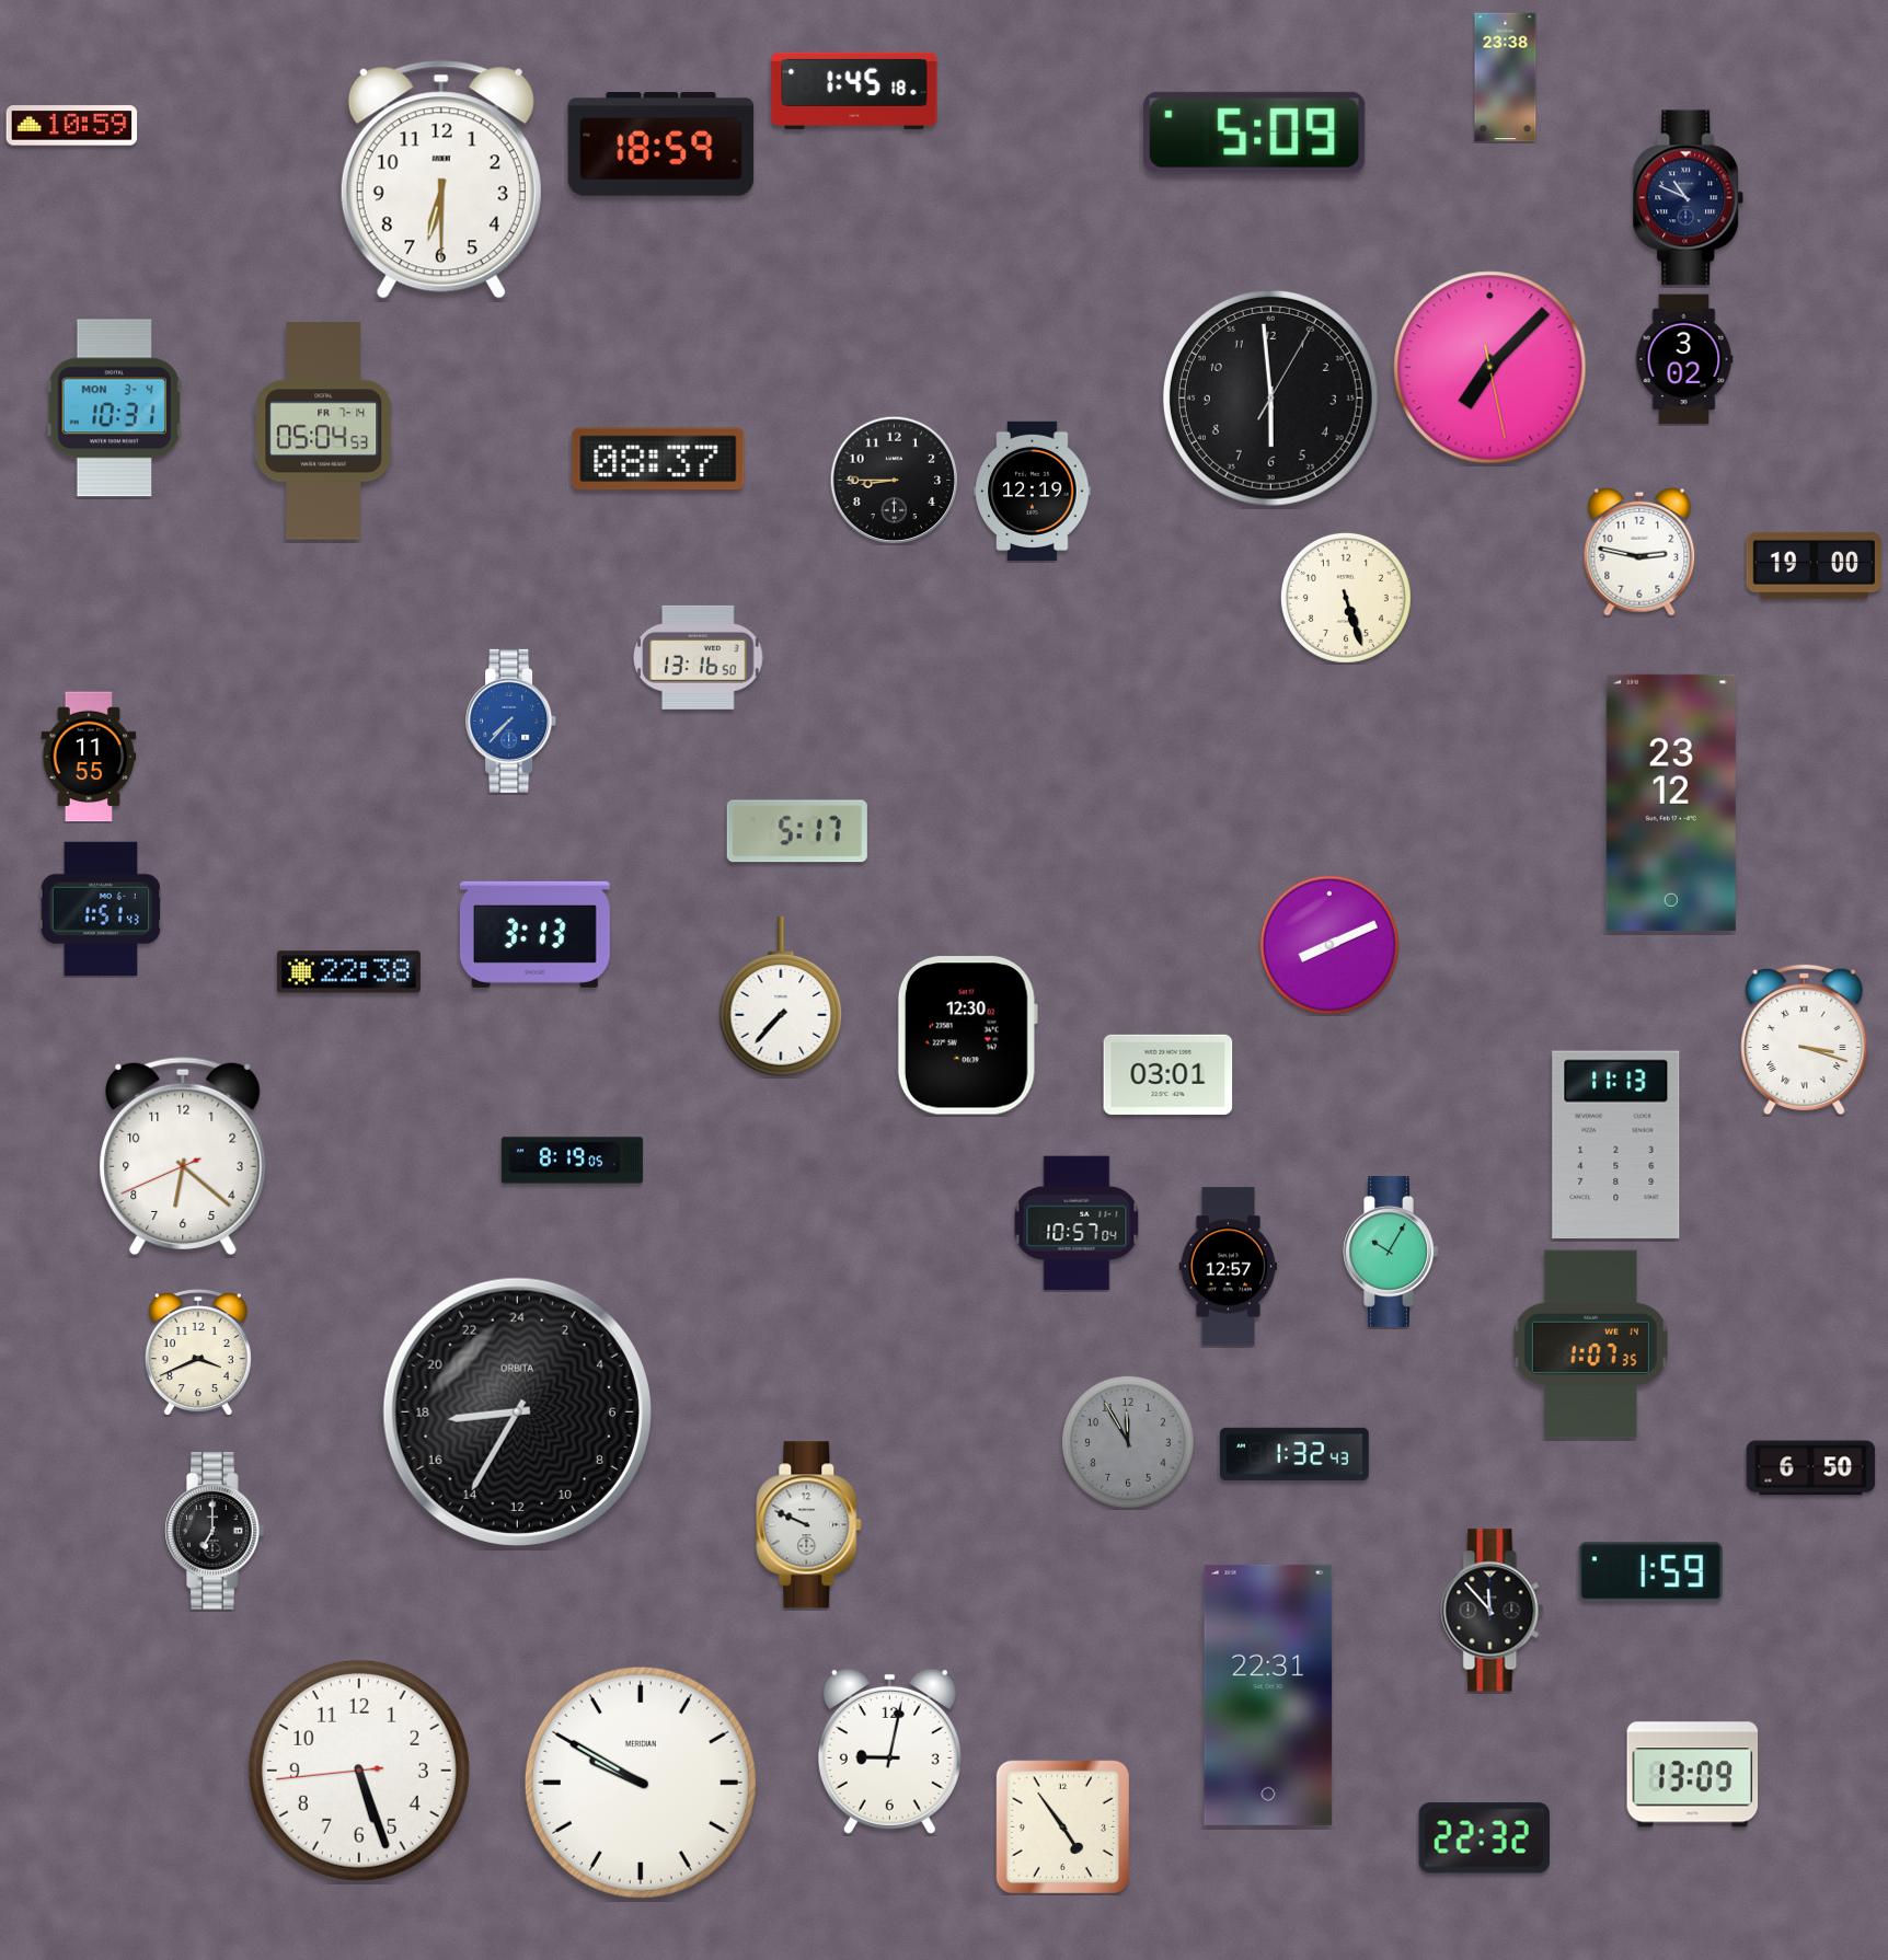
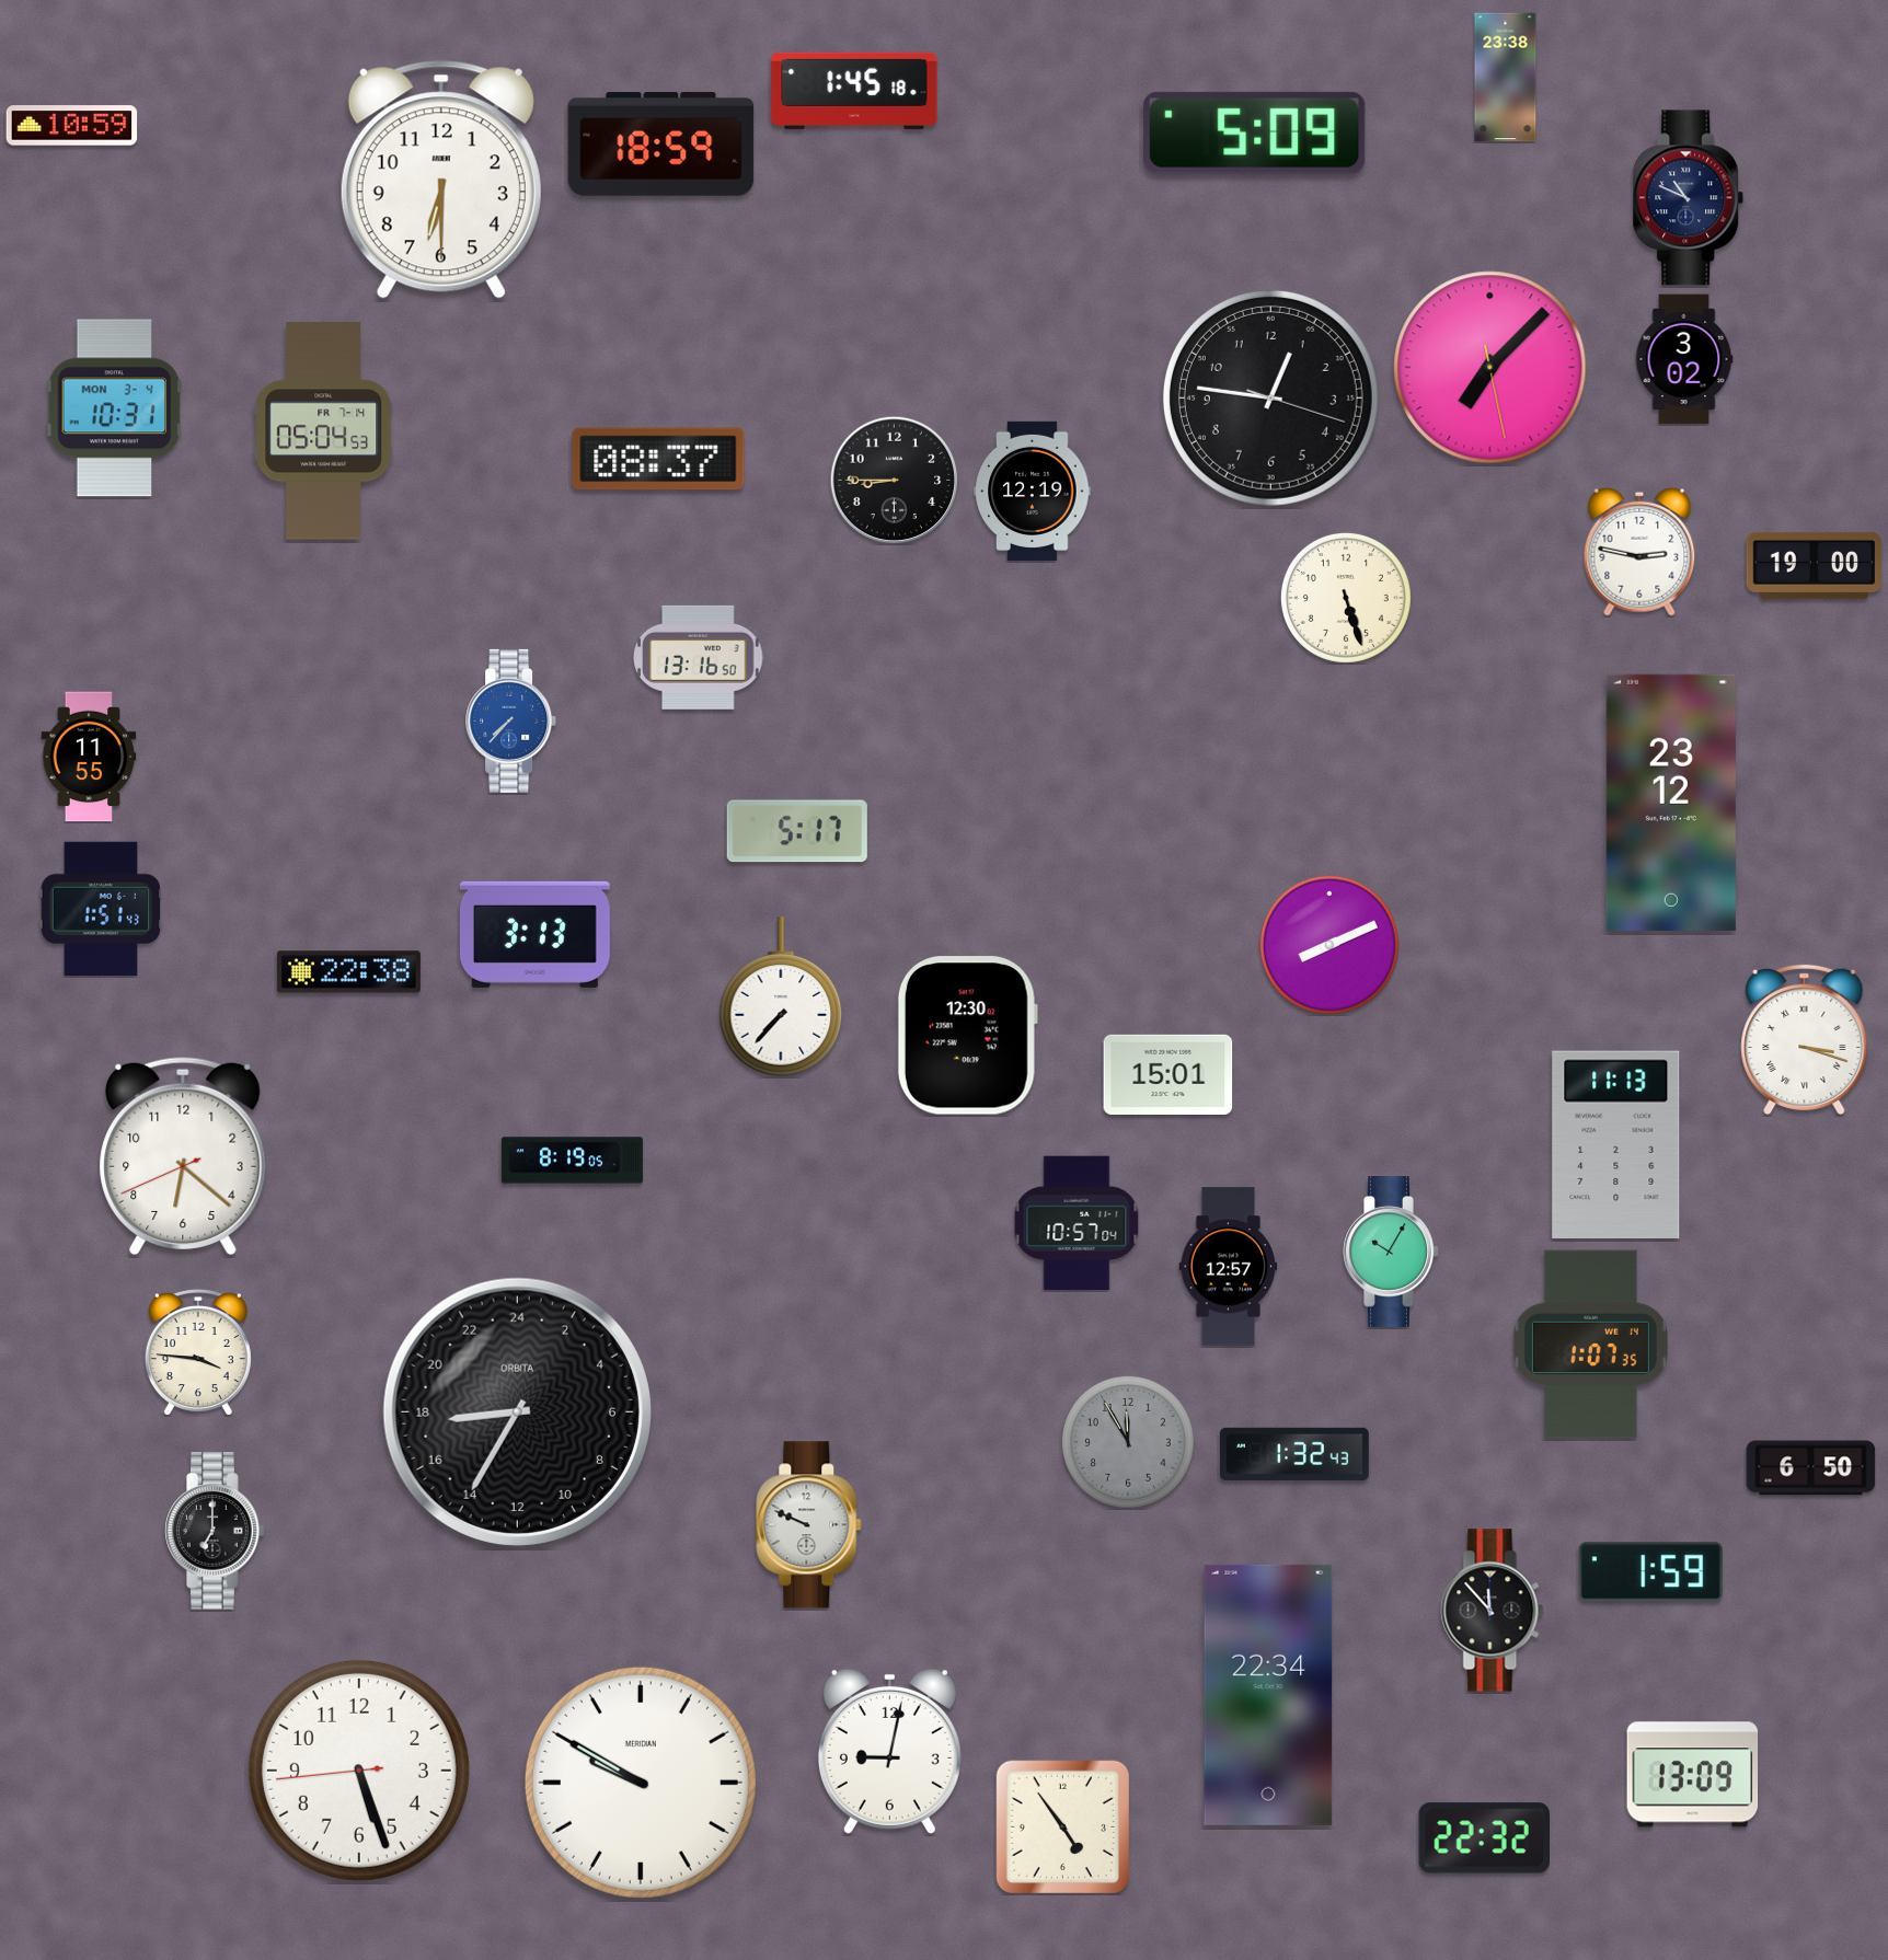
clock at (1270, 397): 5:59 -> 12:46
clock at (1169, 1074): 03:01 -> 15:01
clock at (198, 1352): 3:41 -> 3:46
clock at (1268, 1695): 22:31 -> 22:34
